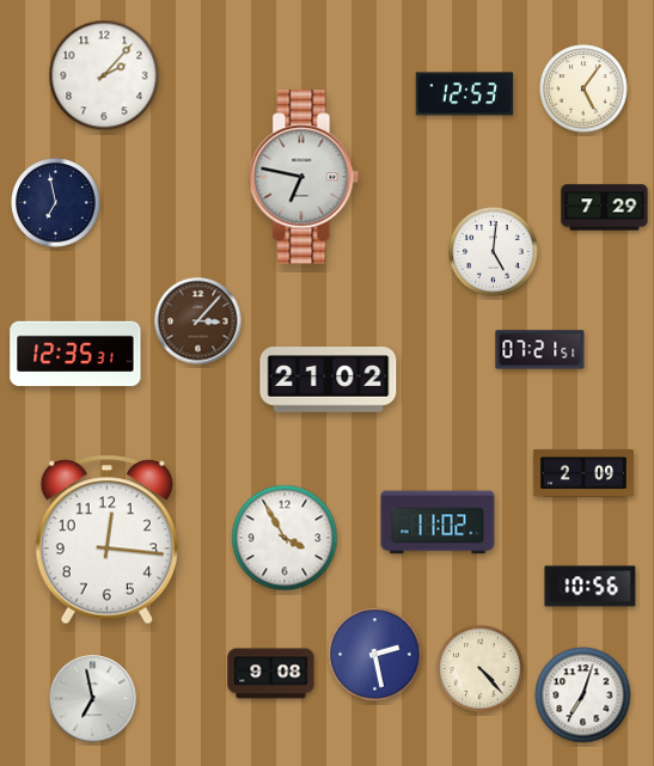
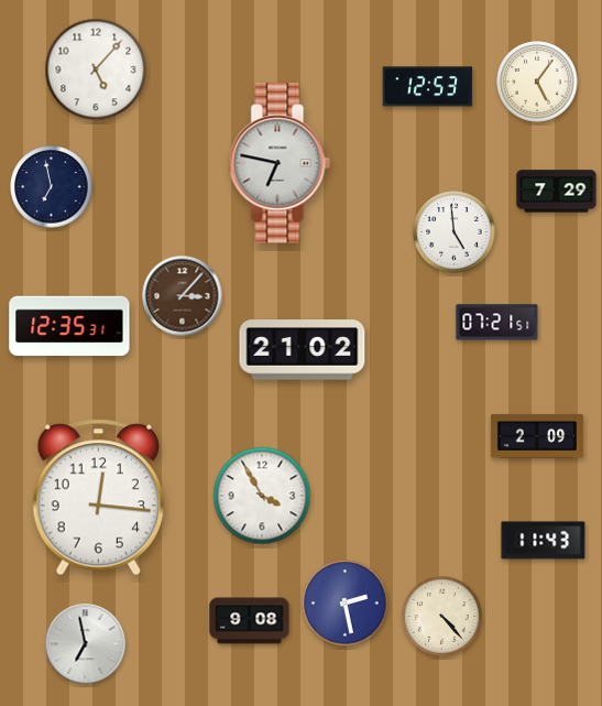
clock at (104, 75): 2:07 -> 5:07
clock at (494, 252): 5:01 -> 4:59
clock at (438, 522): 11:02 -> none
clock at (591, 587): 10:56 -> 11:43
clock at (583, 695): 7:03 -> none
